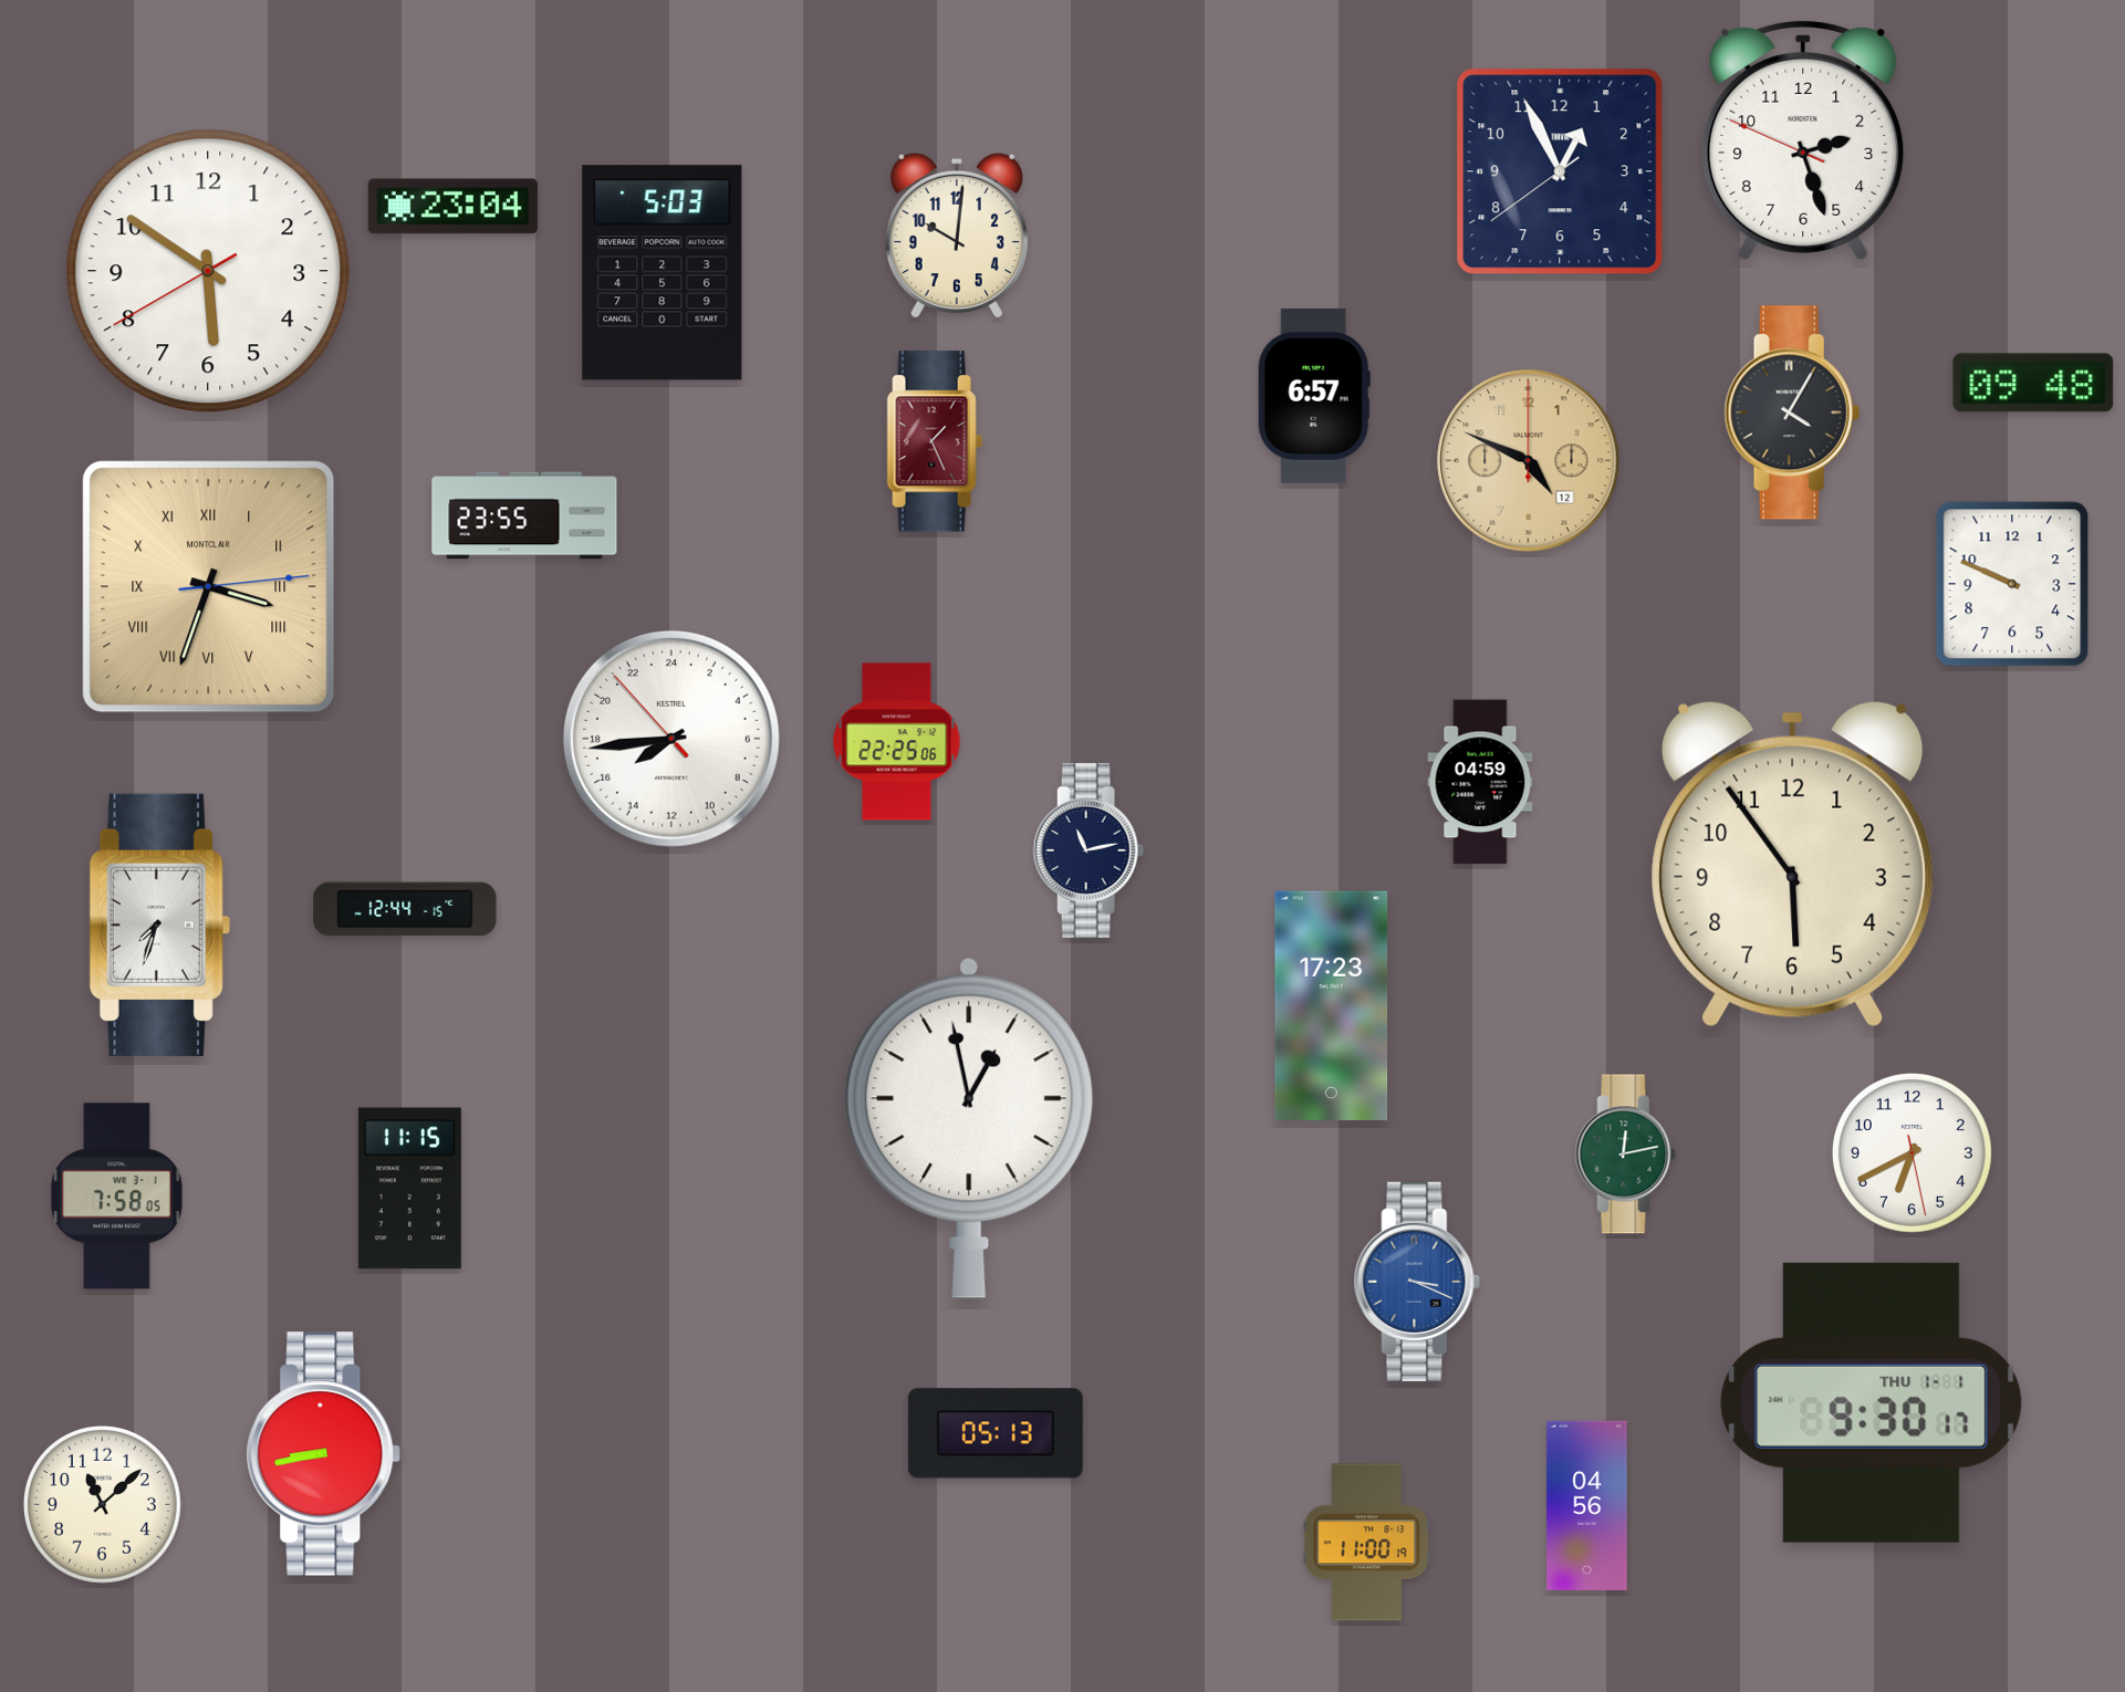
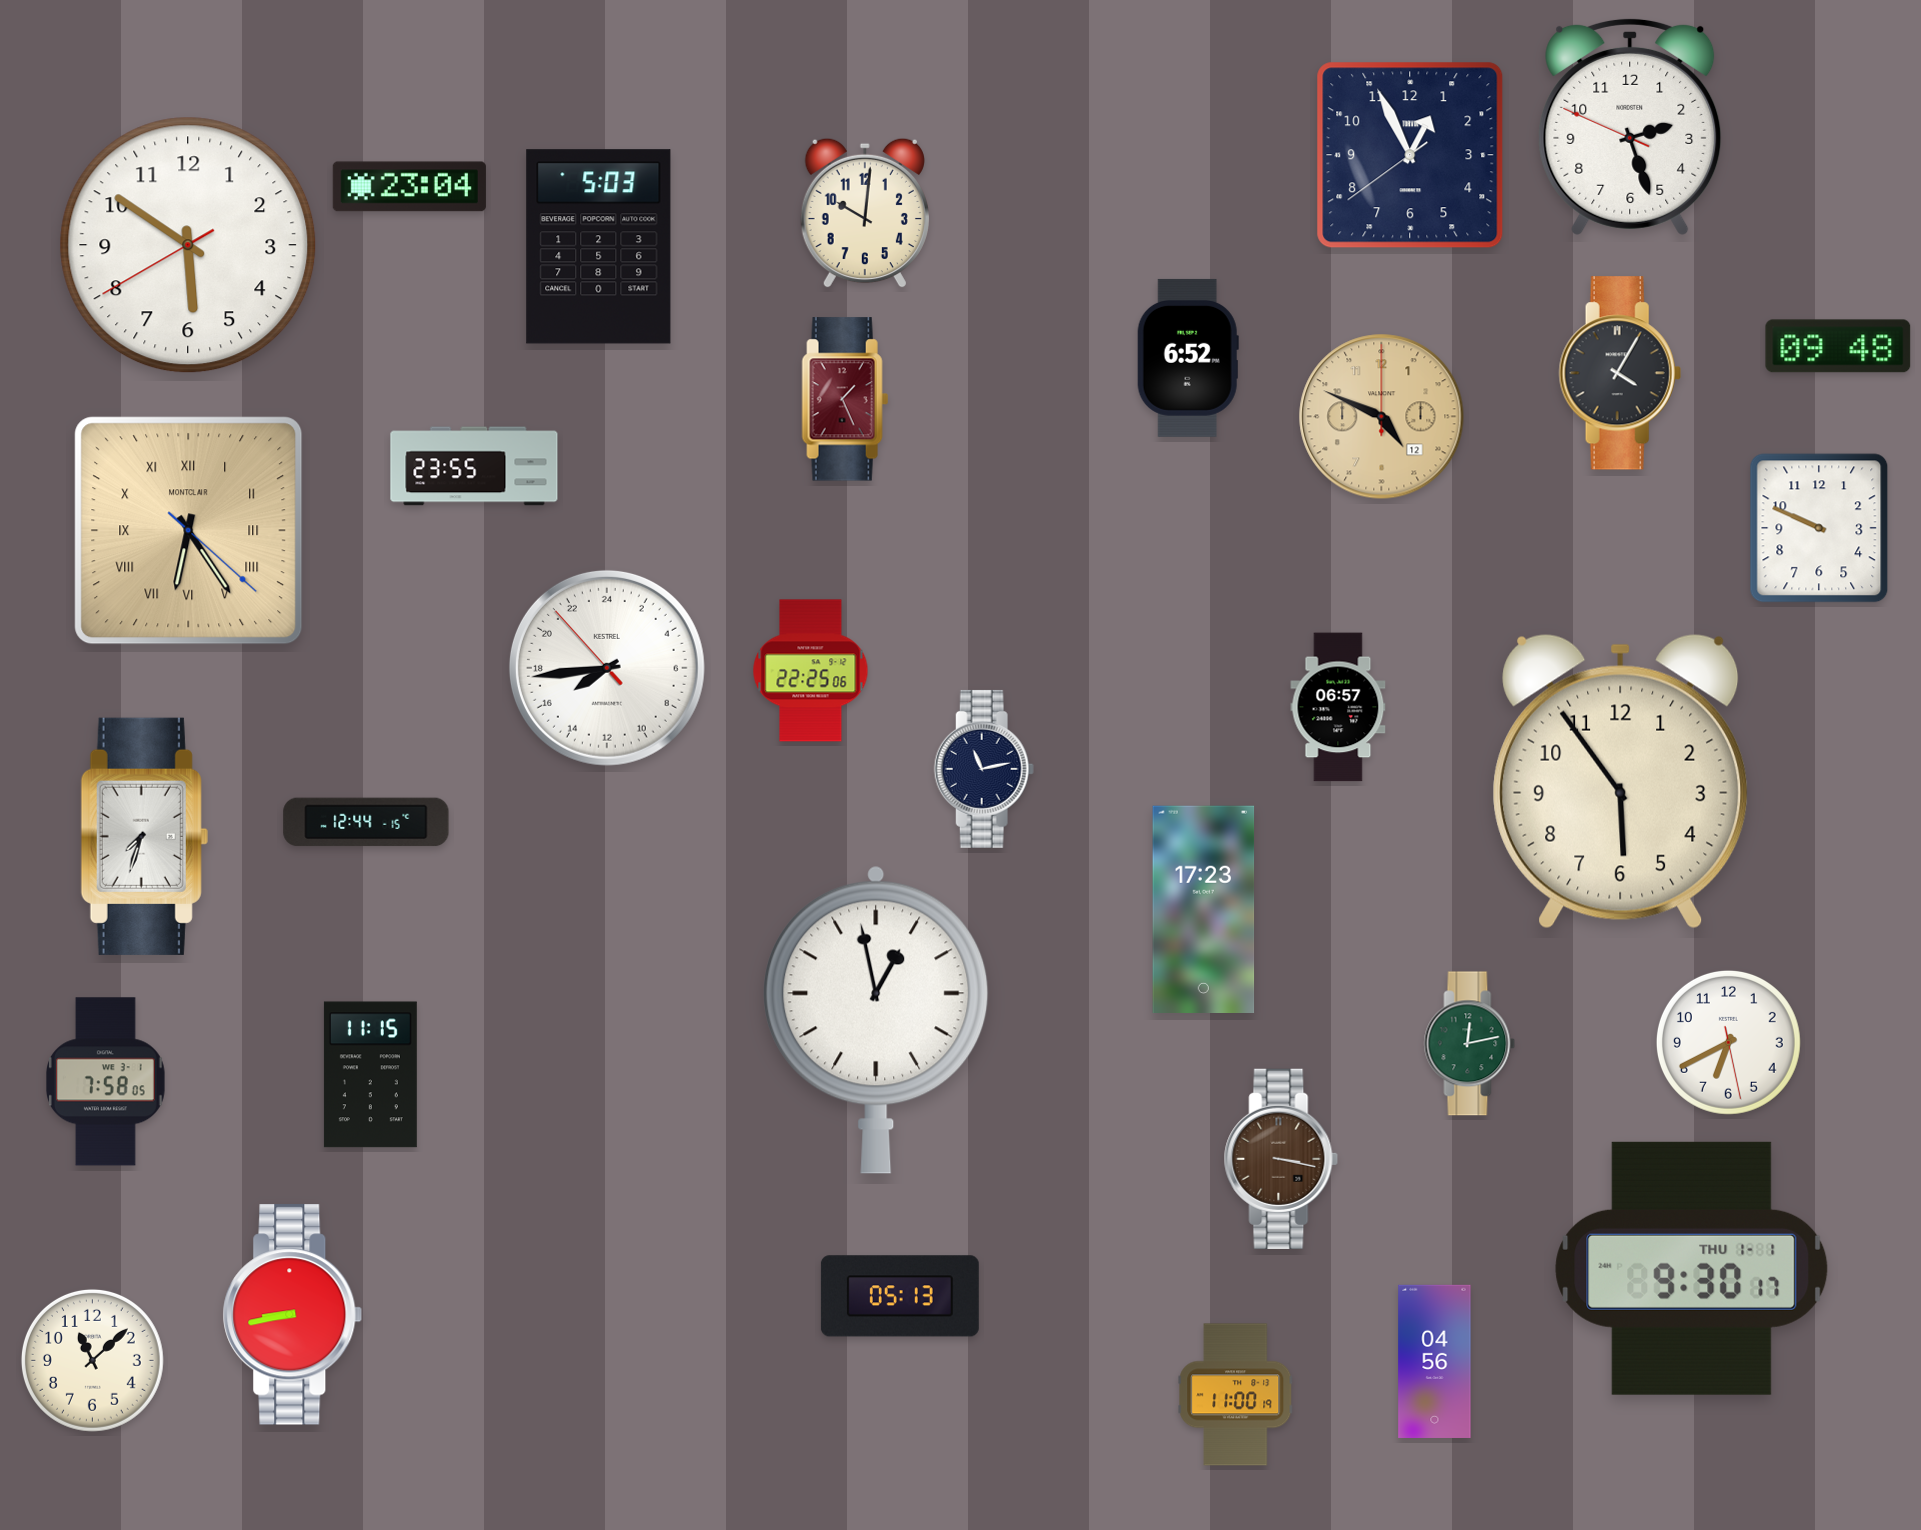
clock at (1314, 396): 6:57 -> 6:52
clock at (209, 587): 3:33 -> 6:24
clock at (1480, 782): 04:59 -> 06:57
clock at (1417, 1282): 3:19 -> 3:17
clock at (1417, 1282) dial: blue -> brown
